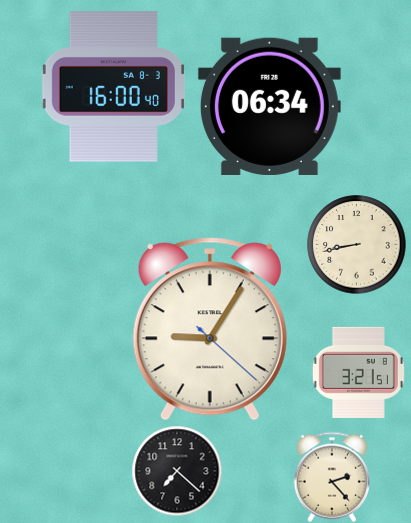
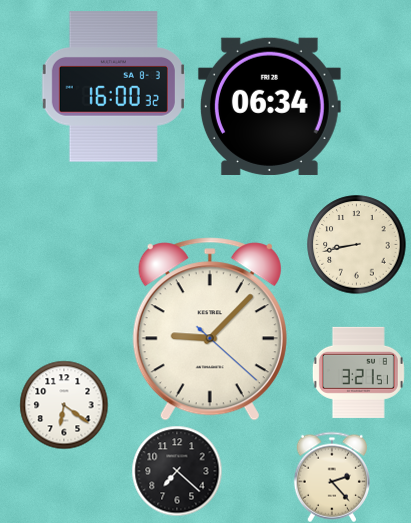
clock at (113, 87): 16:00:40 -> 16:00:32
clock at (210, 329): 9:05 -> 9:07
clock at (64, 405): none -> 6:21
